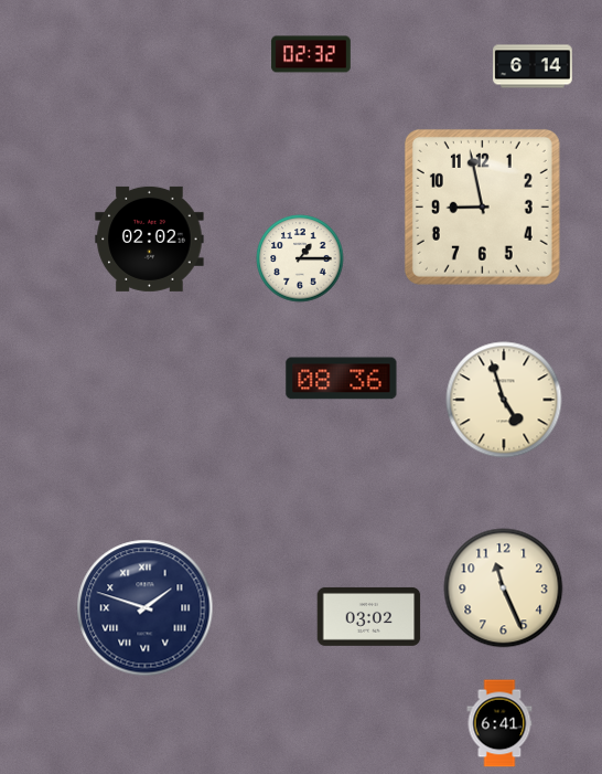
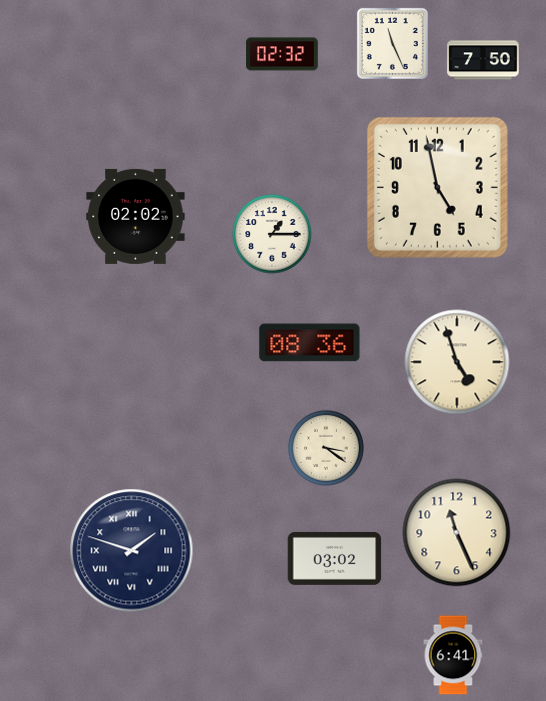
clock at (392, 43): none -> 11:26
clock at (311, 54) position: (311, 54) -> (282, 54)
clock at (533, 66): 6:14 -> 7:50
clock at (482, 206): 8:58 -> 4:58
clock at (326, 448): none -> 3:21
